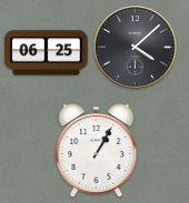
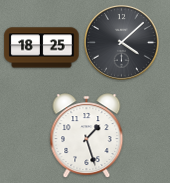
clock at (47, 53): 06:25 -> 18:25
clock at (97, 150): 1:05 -> 1:27
